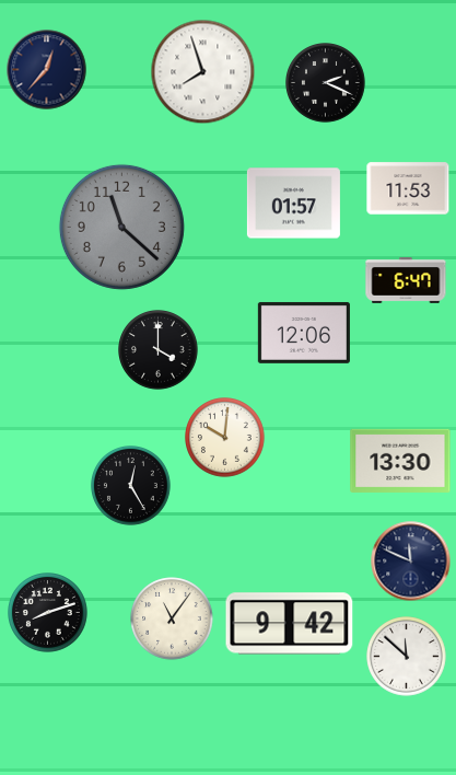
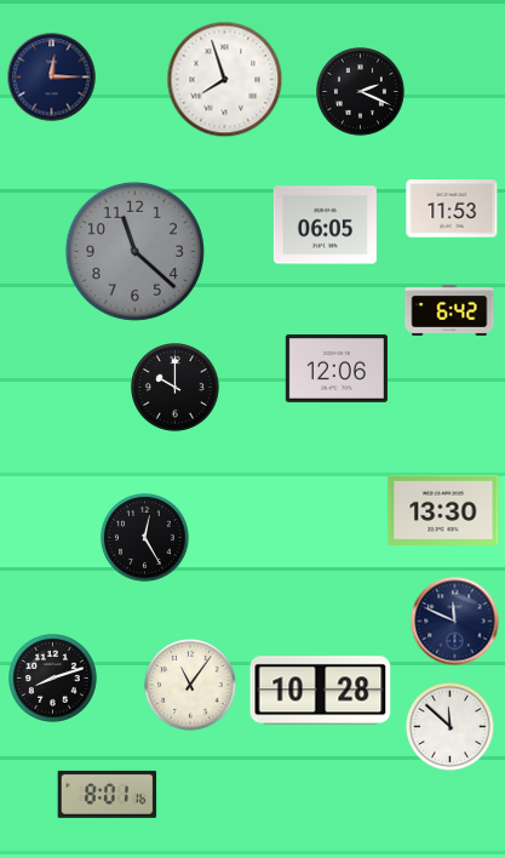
clock at (47, 70): 12:37 -> 12:15
clock at (293, 204): 01:57 -> 06:05
clock at (406, 280): 6:47 -> 6:42
clock at (159, 350): 4:00 -> 10:00
clock at (225, 438): 10:01 -> none
clock at (290, 624): 9:42 -> 10:28
clock at (108, 794): none -> 8:01
